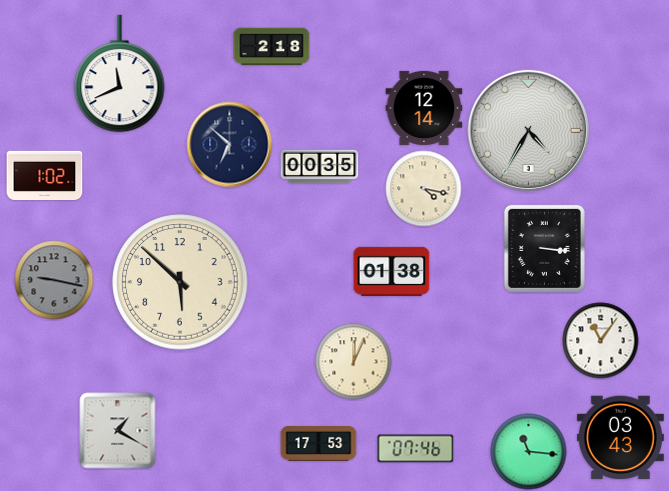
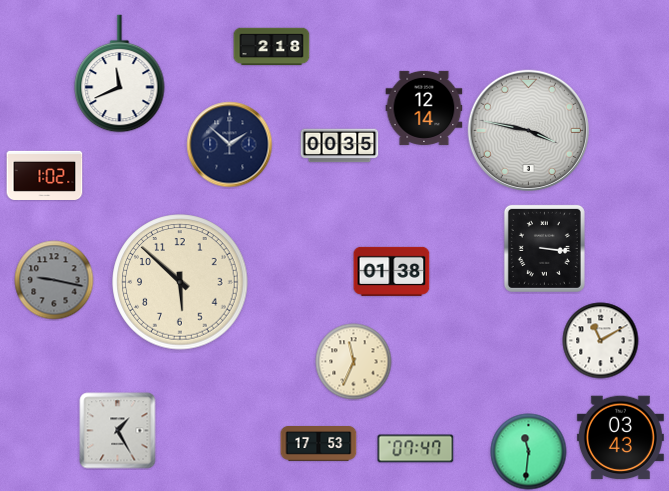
clock at (528, 130): 4:35 -> 3:47
clock at (230, 145): 6:52 -> 1:52
clock at (320, 167) position: (320, 167) -> (340, 146)
clock at (424, 189): 4:17 -> none
clock at (601, 341): 11:06 -> 11:10
clock at (354, 362): 12:04 -> 11:34
clock at (118, 431): 1:20 -> 1:25
clock at (416, 449): 07:46 -> 07:47
clock at (529, 452): 11:16 -> 11:31
